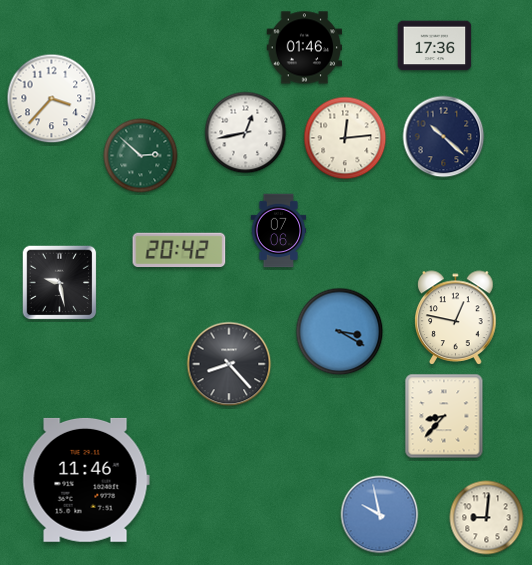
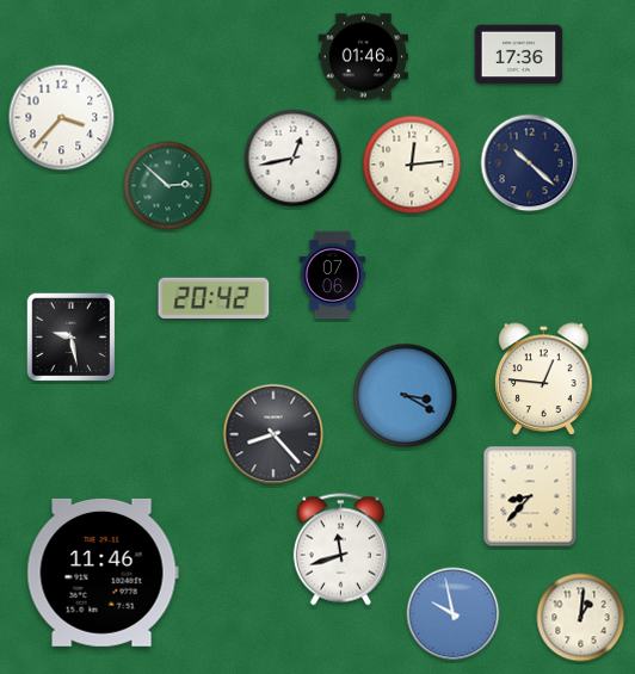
clock at (456, 318): 12:47 -> 12:46
clock at (340, 550): none -> 11:42
clock at (487, 518): 9:01 -> 1:01
